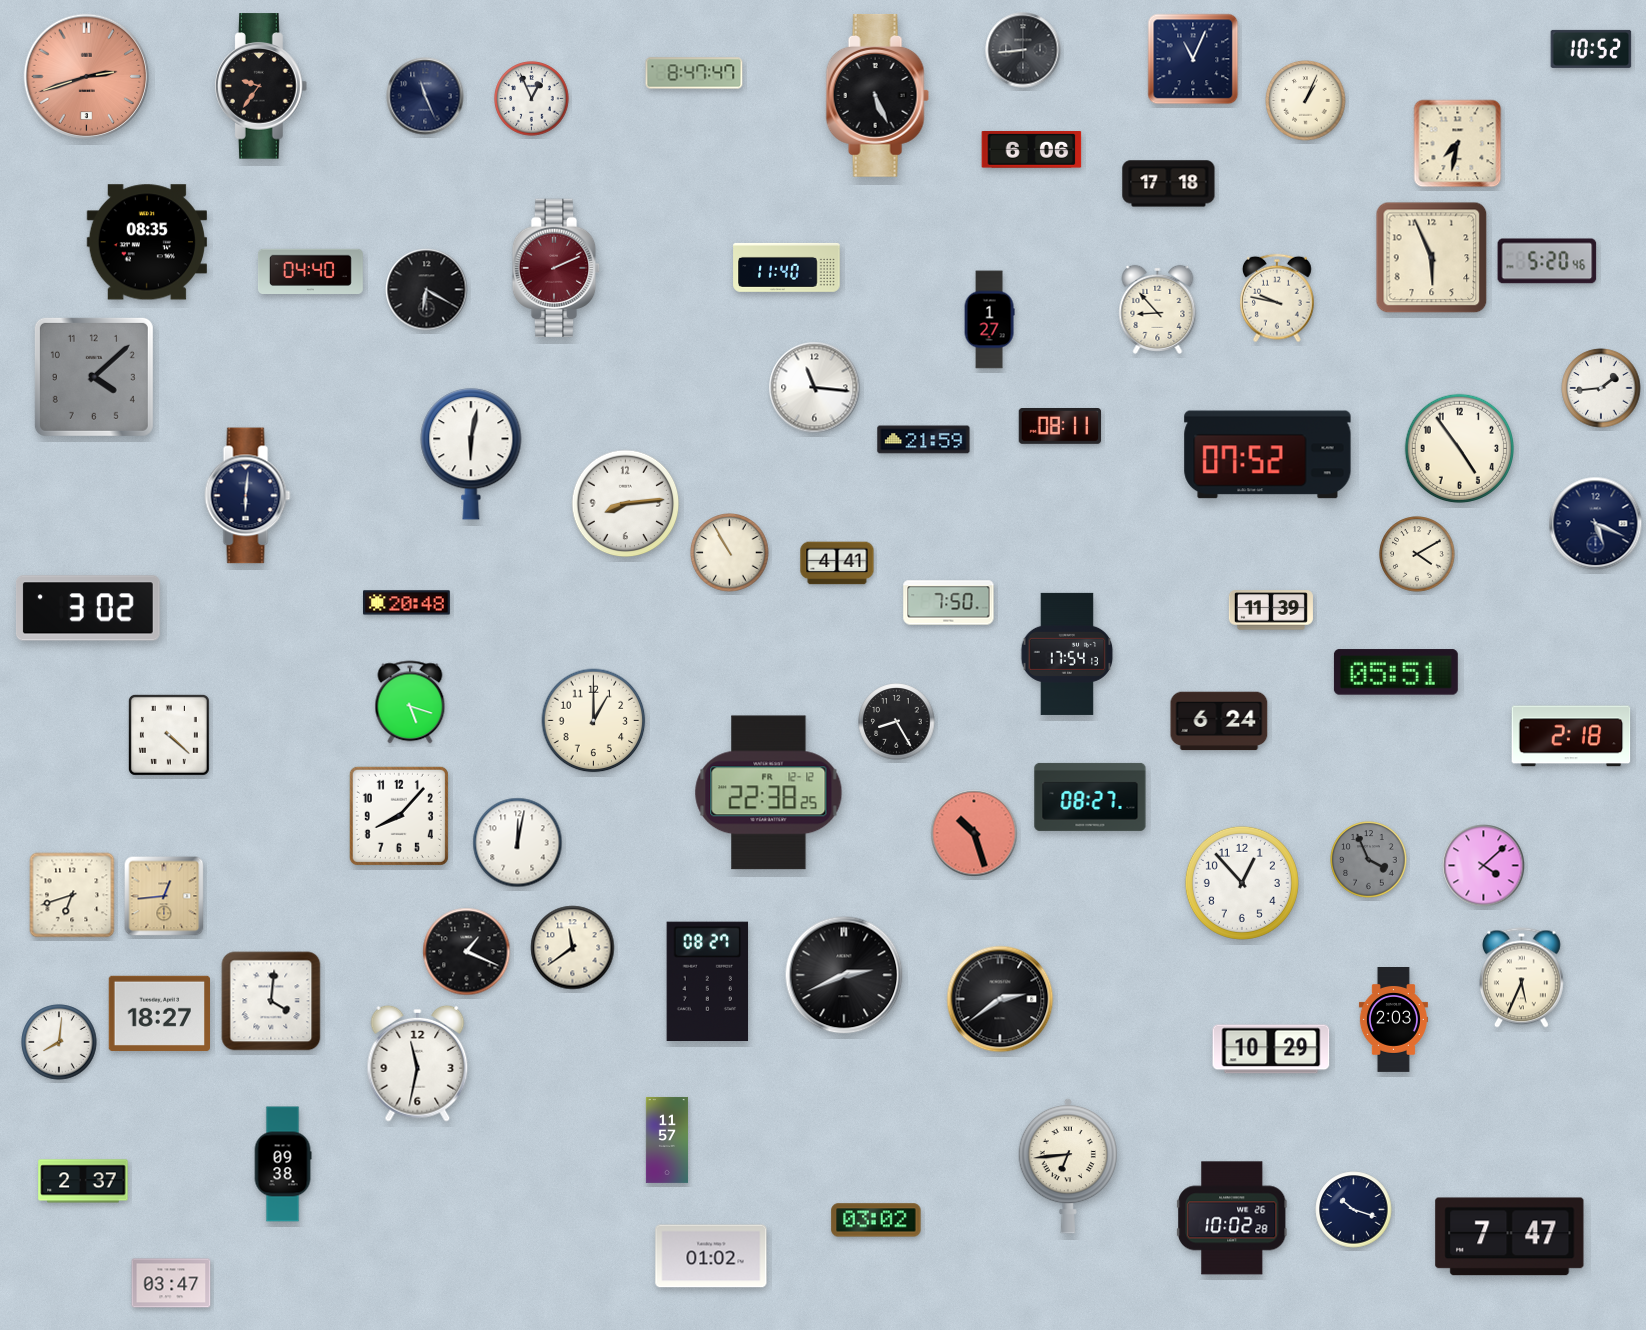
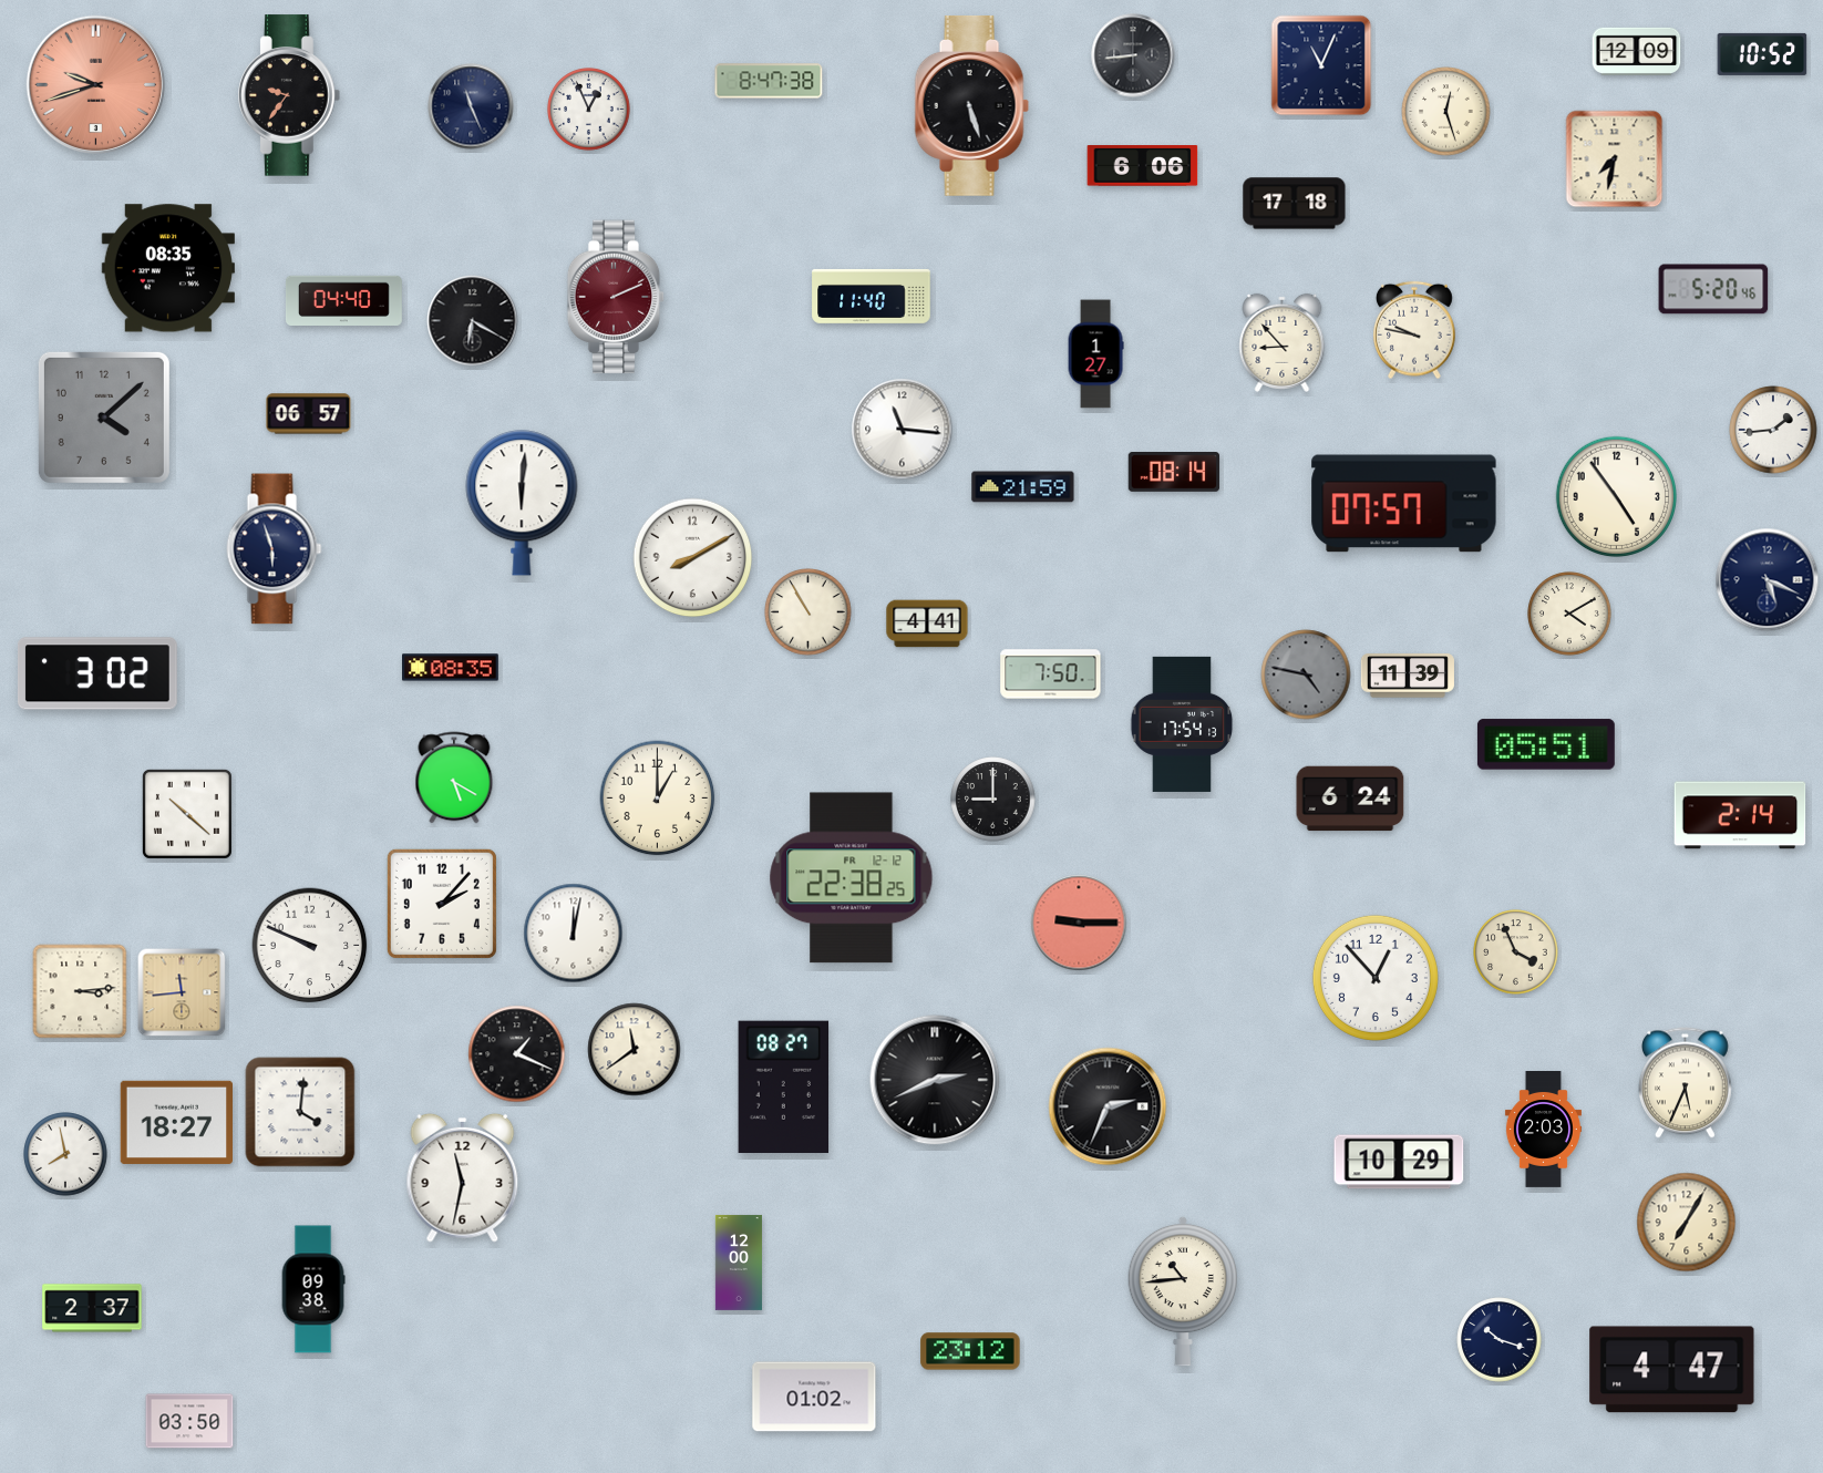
clock at (1637, 51): none -> 12:09
clock at (694, 73): 8:47:47 -> 8:47:38
clock at (87, 77): 2:42 -> 9:42
clock at (877, 95): 5:26 -> 5:27
clock at (1306, 101): 1:04 -> 12:27
clock at (147, 242) position: (147, 242) -> (168, 268)
clock at (1432, 258): 5:56 -> none
clock at (309, 414): none -> 06:57
clock at (1060, 427): 08:11 -> 08:14
clock at (471, 454): 6:02 -> 6:01
clock at (1268, 455): 07:52 -> 07:57
clock at (248, 496): 6:01 -> 5:57
clock at (626, 504): 8:14 -> 8:10
clock at (407, 603): 20:48 -> 08:35
clock at (949, 603) position: (949, 603) -> (1051, 674)
clock at (1306, 674): none -> 4:47
clock at (410, 702): 5:18 -> 5:20
clock at (897, 722): 8:25 -> 9:00
clock at (169, 735): 4:22 -> 10:22
clock at (1571, 736): 2:18 -> 2:14
clock at (1090, 797): 08:27 -> none
clock at (399, 816): 8:07 -> 2:07
clock at (974, 833): 10:27 -> 9:15
clock at (310, 946): none -> 9:49
clock at (1369, 860) dial: grey -> cream
clock at (1484, 866): 4:08 -> none
clock at (72, 895): 6:42 -> 3:14
clock at (164, 896): 12:44 -> 11:44
clock at (1000, 999): 2:39 -> 2:34
clock at (271, 1001) position: (271, 1001) -> (300, 1112)
clock at (59, 1042): 8:01 -> 7:58
clock at (1271, 1049) position: (1271, 1049) -> (1399, 1162)
clock at (1687, 1223): none -> 7:05
clock at (667, 1140): 11:57 -> 12:00
clock at (1068, 1166): 6:44 -> 10:44
clock at (1232, 1218): 10:02 -> none
clock at (876, 1220): 03:02 -> 23:12
clock at (1510, 1237): 7:47 -> 4:47
clock at (711, 1256) position: (711, 1256) -> (814, 1397)
clock at (171, 1283): 03:47 -> 03:50
